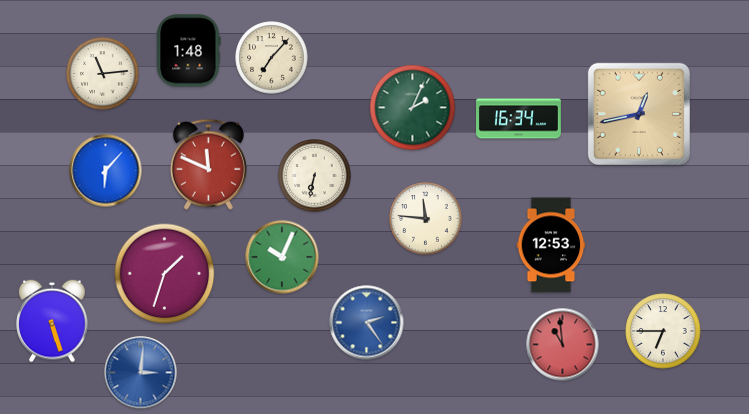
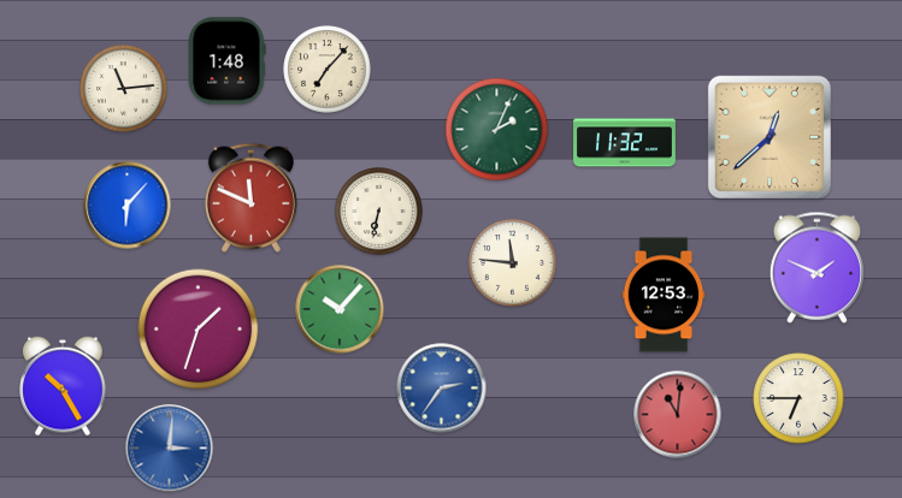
clock at (639, 114): 12:43 -> 12:38
clock at (519, 119): 16:34 -> 11:32
clock at (816, 267): none -> 1:49
clock at (282, 257): 10:04 -> 10:07
clock at (52, 321): 5:27 -> 10:25
clock at (367, 323): 2:24 -> 2:36
clock at (563, 345): 10:59 -> 11:01
